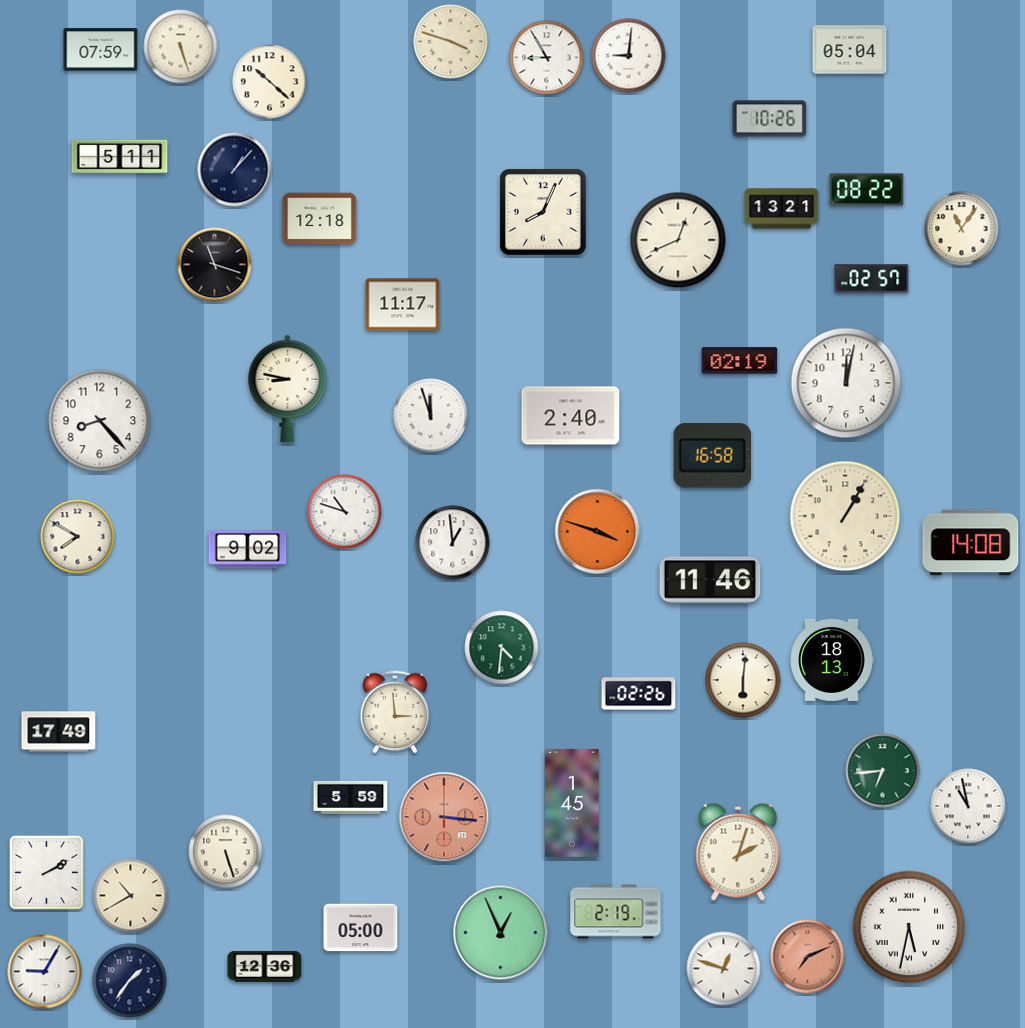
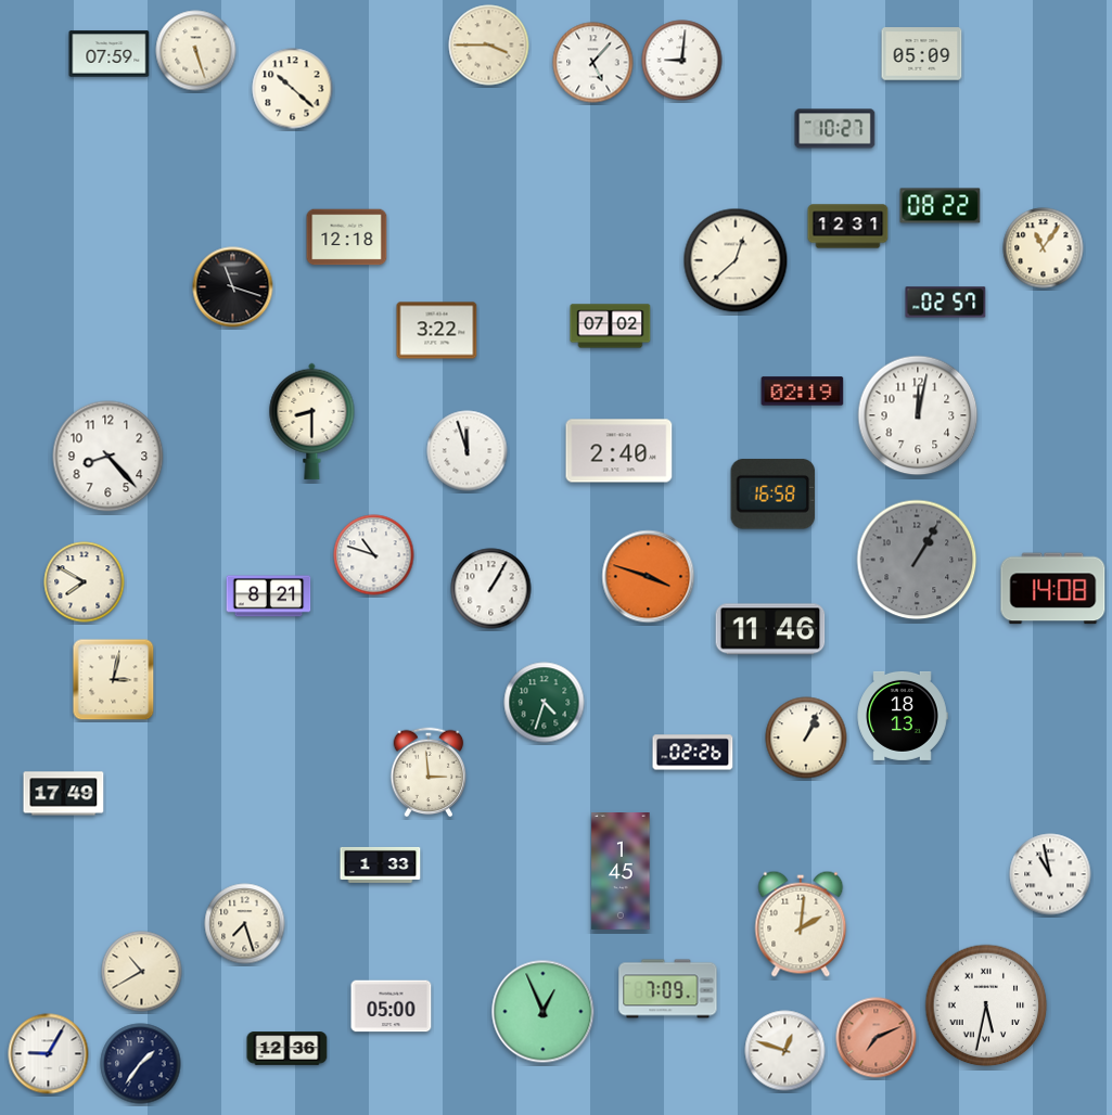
clock at (451, 42): 3:48 -> 3:45
clock at (850, 50): 05:04 -> 05:09
clock at (547, 58): 8:55 -> 5:07
clock at (770, 119): 10:26 -> 10:27
clock at (120, 157): 5:11 -> none
clock at (235, 170): 1:07 -> none
clock at (782, 209): 13:21 -> 12:31
clock at (544, 213): 8:04 -> none
clock at (678, 240): 12:41 -> 12:38
clock at (611, 326): none -> 07:02
clock at (403, 305): 11:17 -> 3:22
clock at (288, 388): 8:47 -> 8:30
clock at (845, 516) dial: cream -> grey
clock at (453, 543): 12:59 -> 1:05
clock at (248, 550): 9:02 -> 8:21
clock at (114, 680): none -> 3:02
clock at (502, 648): 4:31 -> 4:33
clock at (743, 680): 6:01 -> 1:04
clock at (883, 771): 6:44 -> none
clock at (351, 797): 5:59 -> 1:33
clock at (444, 817): 3:16 -> none
clock at (226, 852): 5:27 -> 7:27
clock at (738, 852): 2:03 -> 2:01
clock at (46, 872): 2:10 -> none
clock at (616, 912): 2:19 -> 7:09
